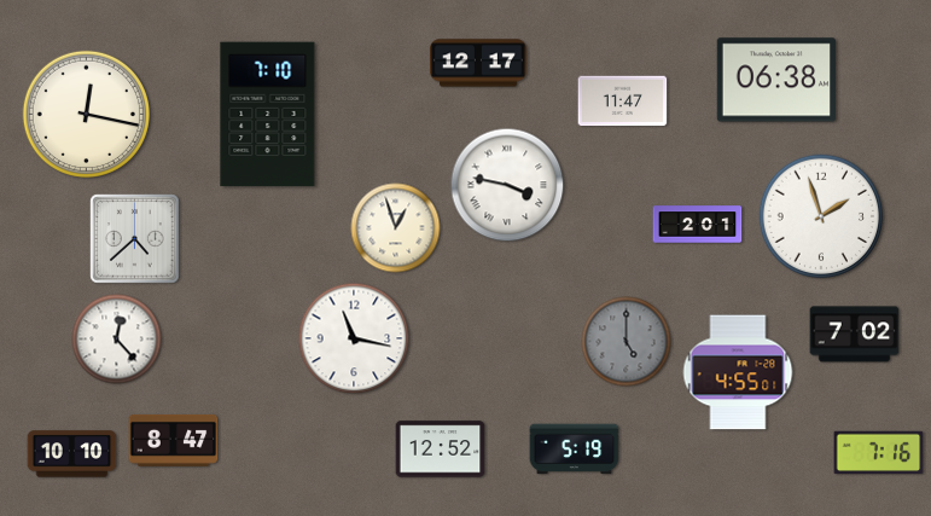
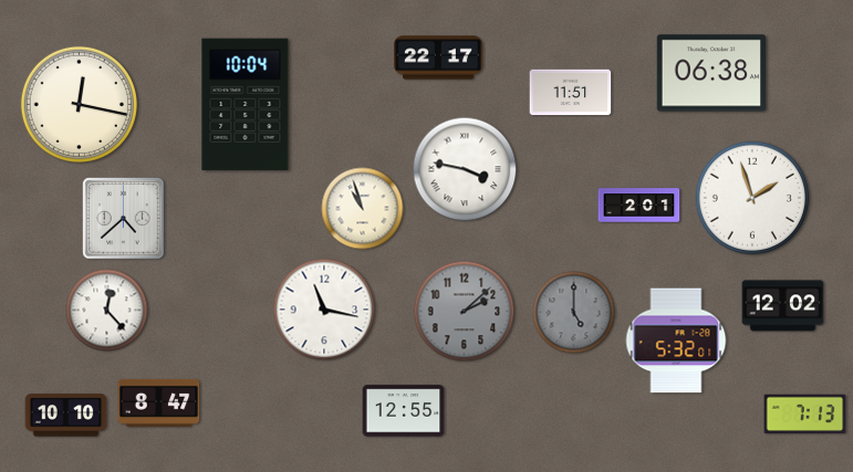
clock at (478, 63): 12:17 -> 22:17
clock at (623, 102): 11:47 -> 11:51
clock at (268, 115): 7:10 -> 10:04
clock at (396, 228): 12:57 -> 10:57
clock at (855, 335): 7:02 -> 12:02
clock at (465, 312): none -> 2:08
clock at (738, 372): 4:55 -> 5:32
clock at (441, 450): 12:52 -> 12:55
clock at (575, 450): 5:19 -> none
clock at (879, 453): 7:16 -> 7:13
